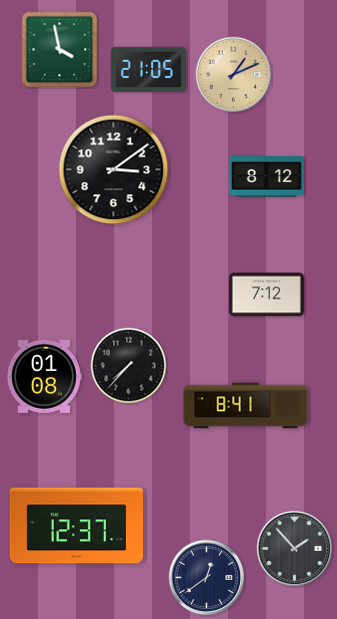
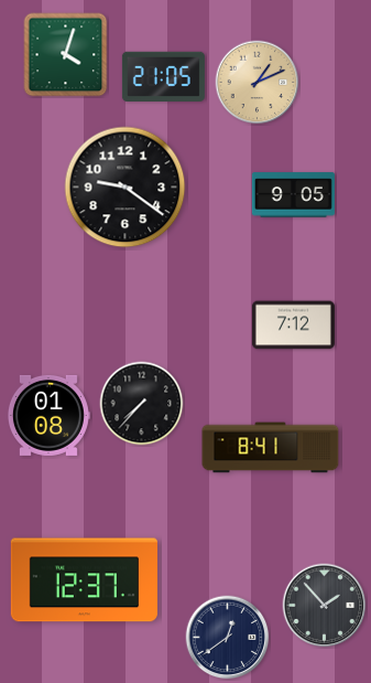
clock at (60, 50): 3:58 -> 4:03
clock at (114, 170): 3:09 -> 9:21
clock at (266, 177): 8:12 -> 9:05
